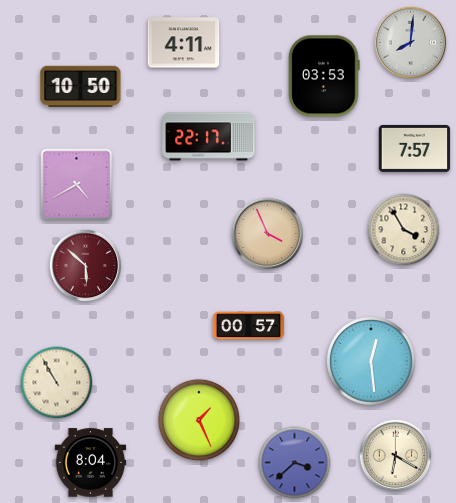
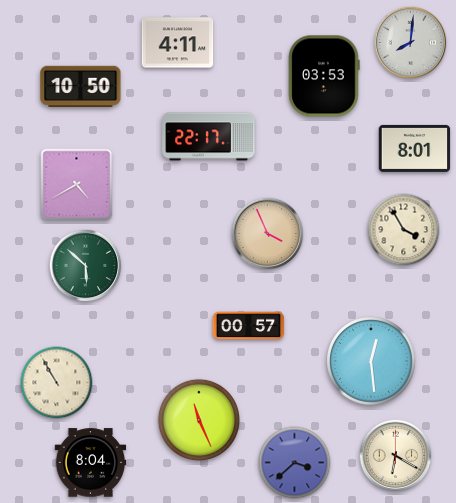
clock at (184, 43) position: (184, 43) -> (178, 43)
clock at (415, 148): 7:57 -> 8:01
clock at (86, 266) dial: burgundy -> green
clock at (199, 420): 1:26 -> 11:26
